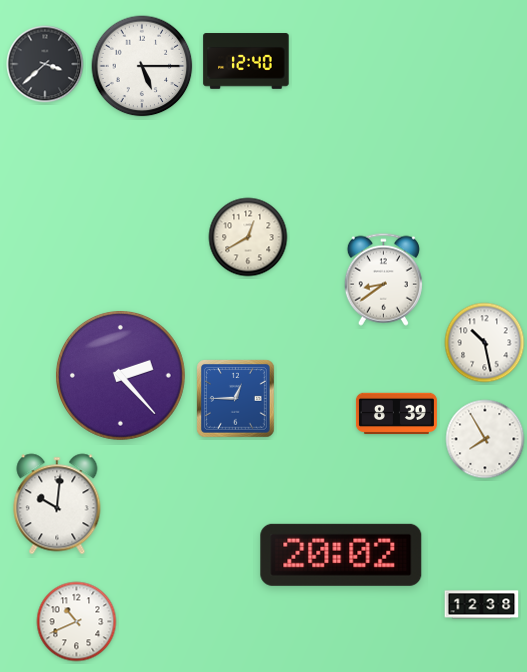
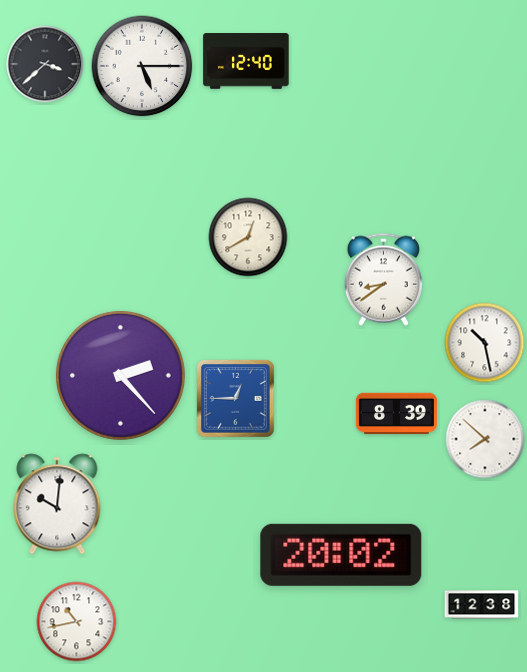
clock at (485, 439): 7:55 -> 7:52
clock at (77, 622): 10:41 -> 10:43
